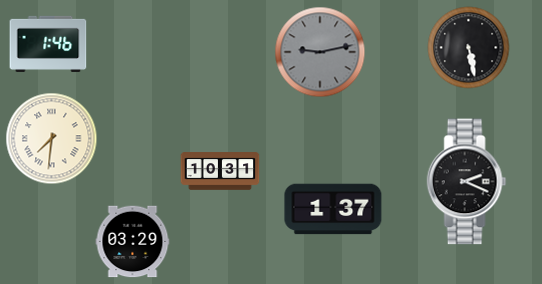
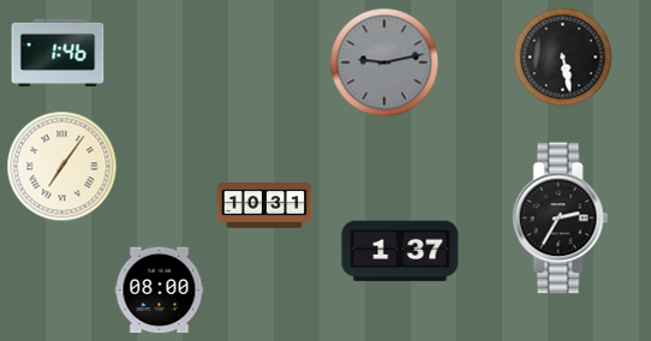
clock at (52, 139): 7:31 -> 7:06
clock at (467, 182): 2:19 -> 2:35
clock at (133, 242): 03:29 -> 08:00
